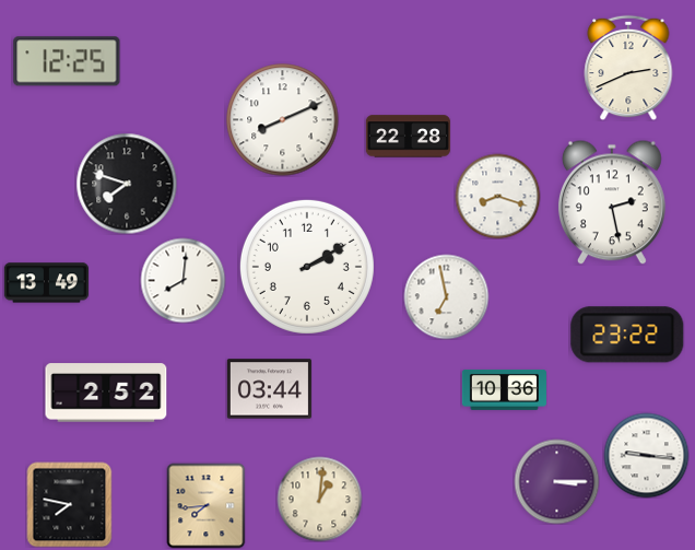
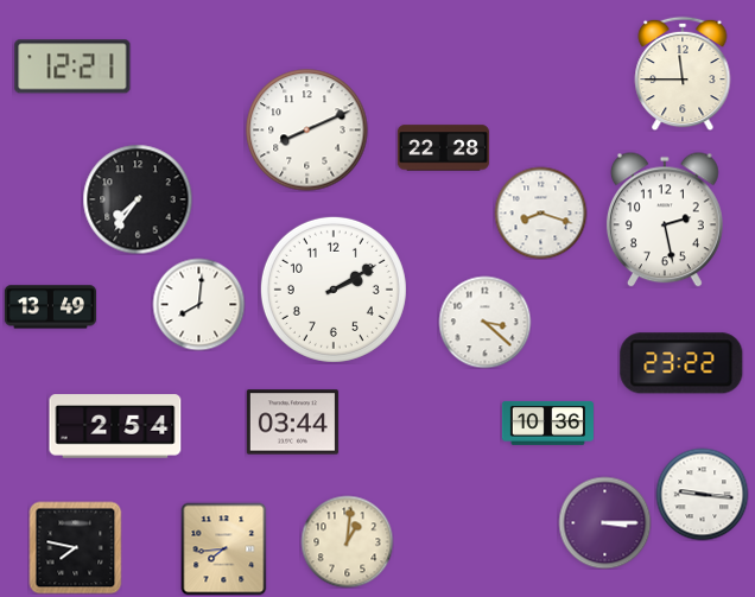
clock at (67, 61): 12:25 -> 12:21
clock at (628, 68): 2:41 -> 11:45
clock at (127, 184): 7:48 -> 7:36
clock at (446, 296): 6:58 -> 3:22
clock at (106, 393): 2:52 -> 2:54
